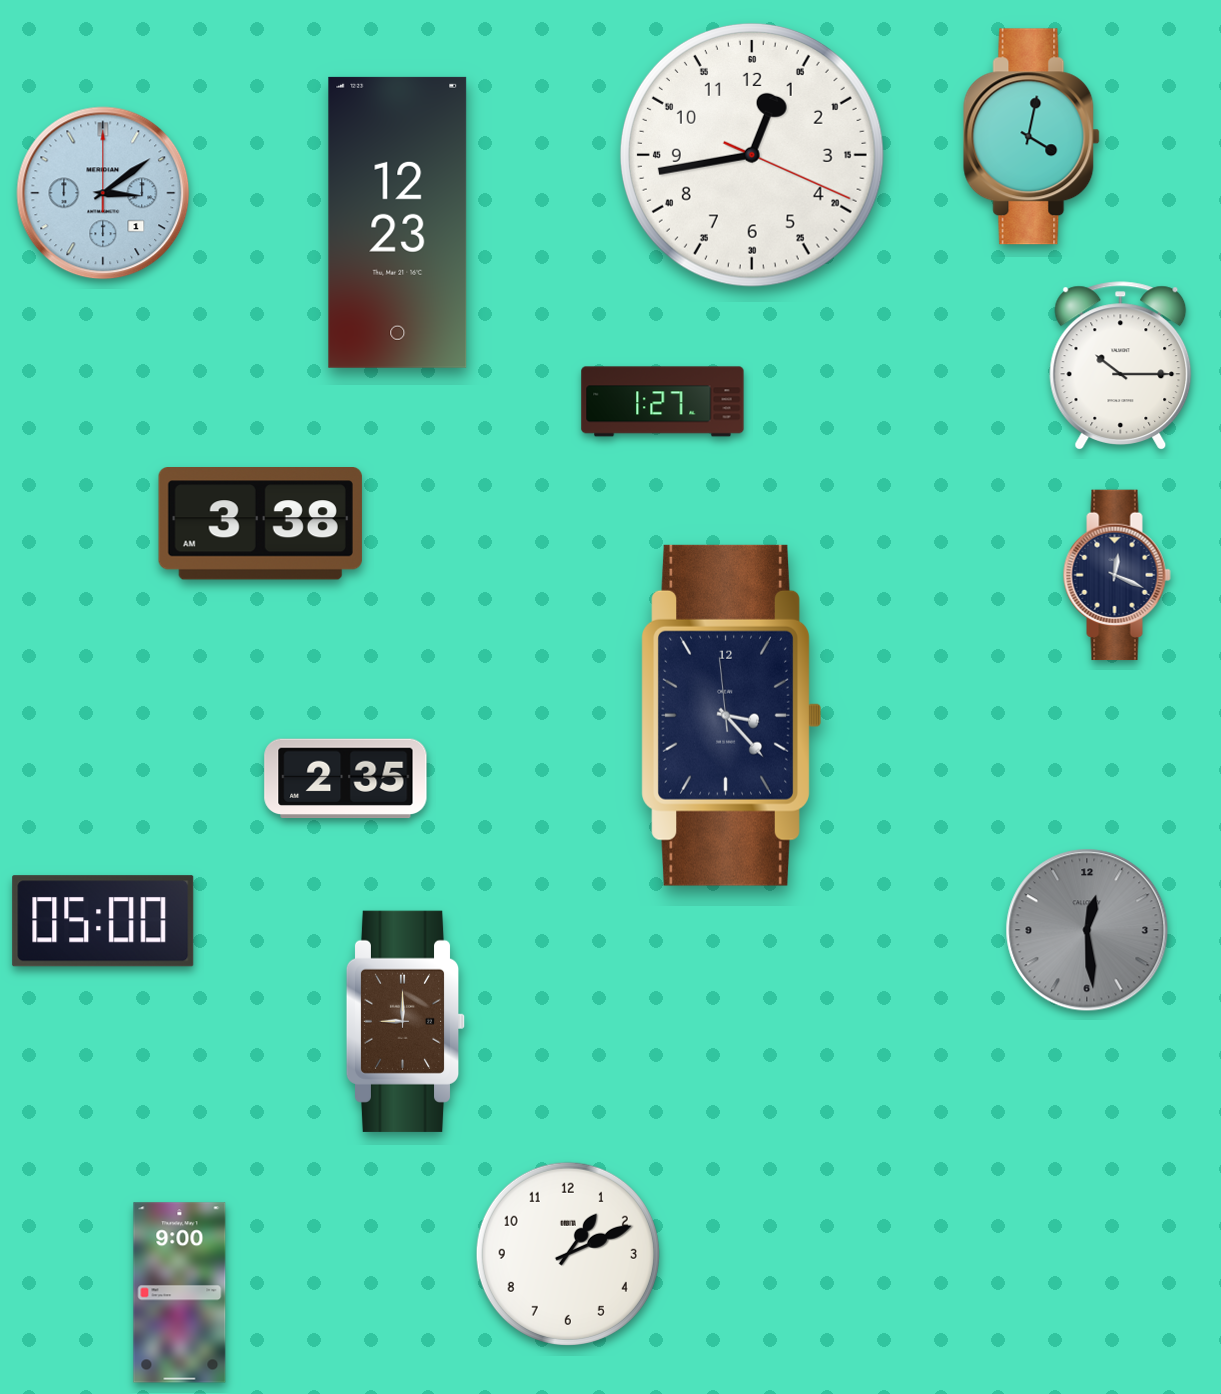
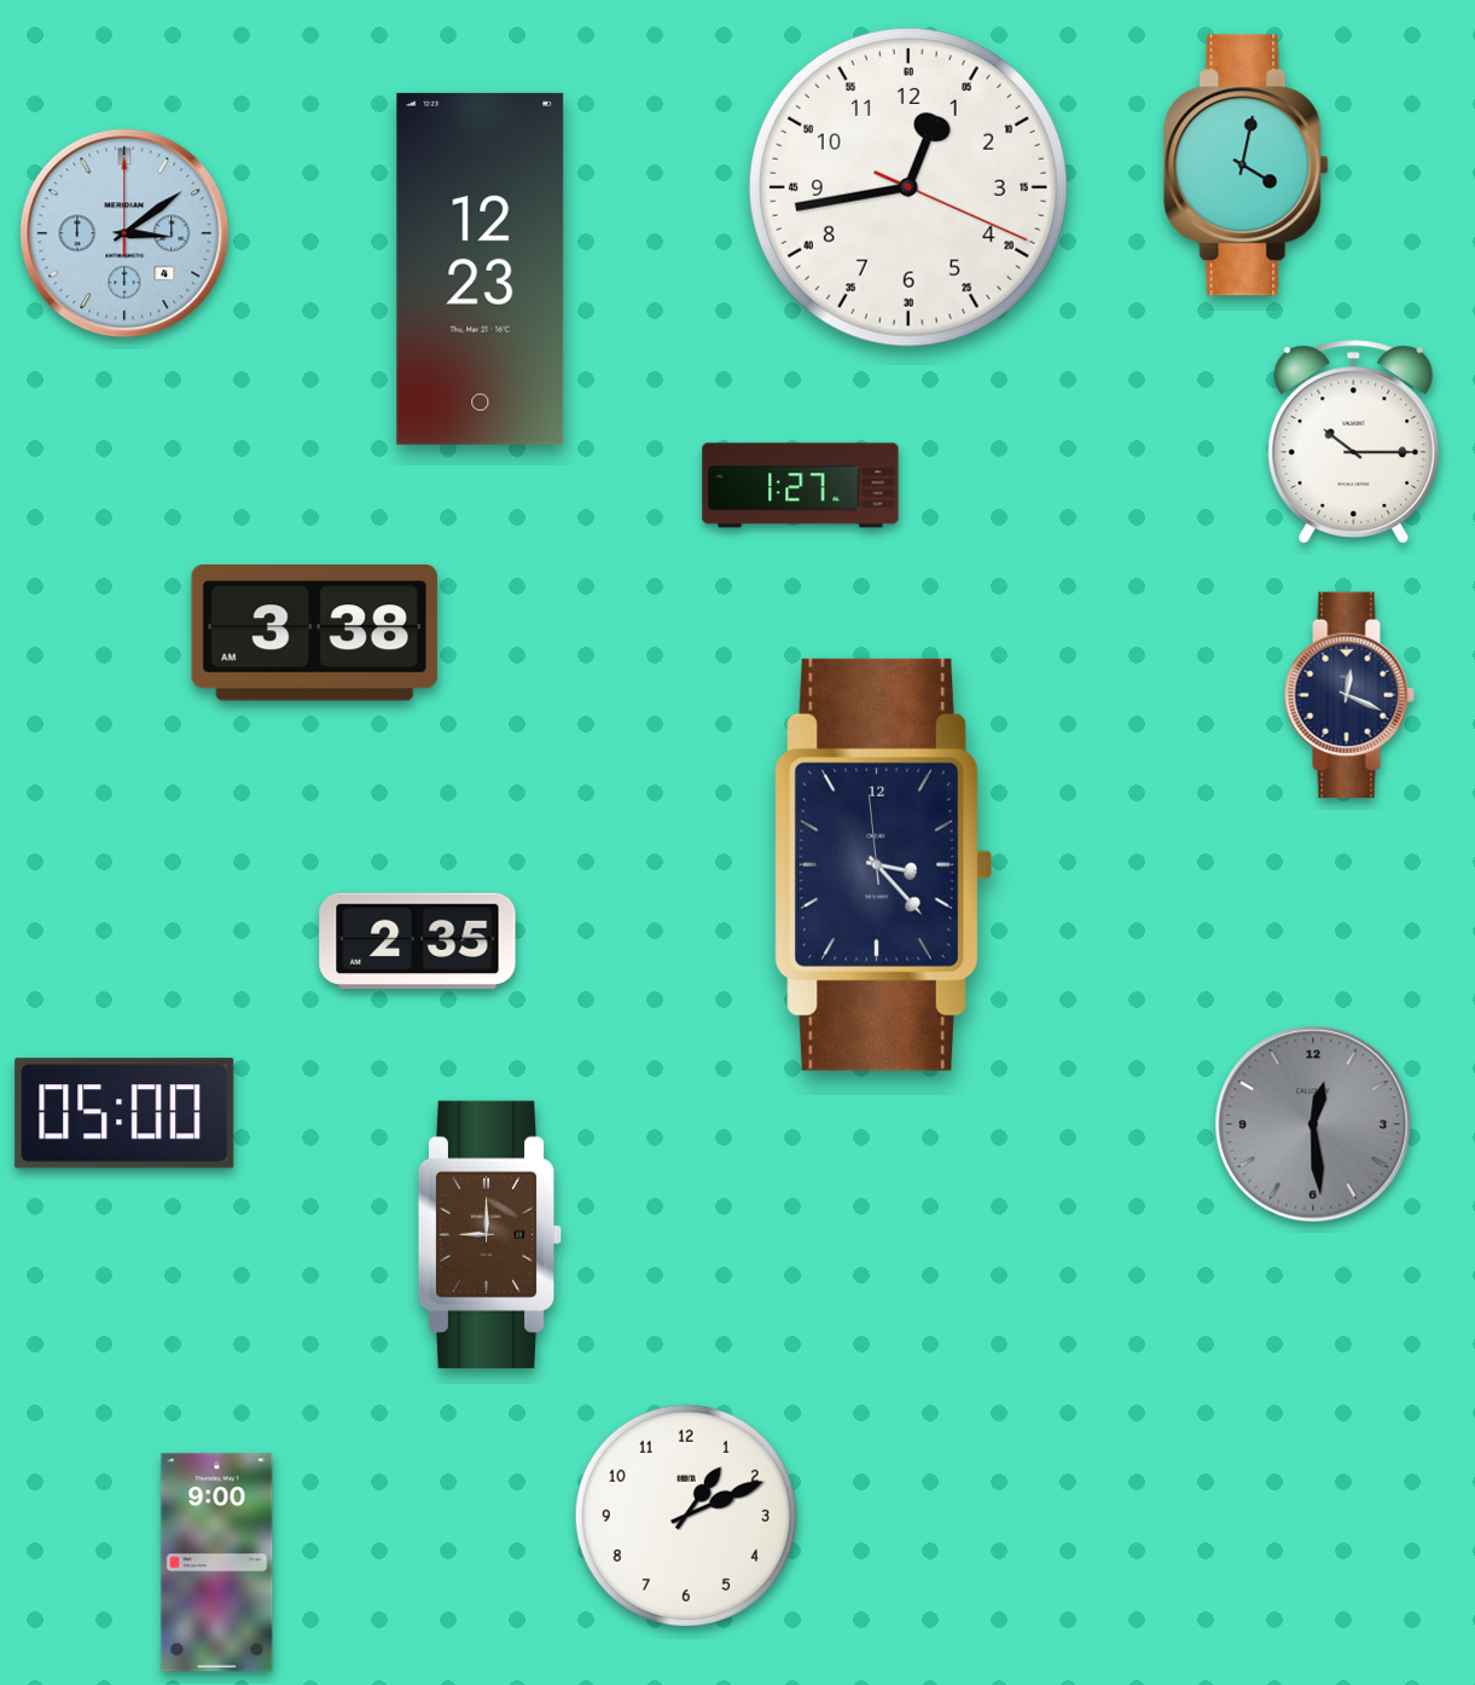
clock at (103, 193) date: 1 -> 4
